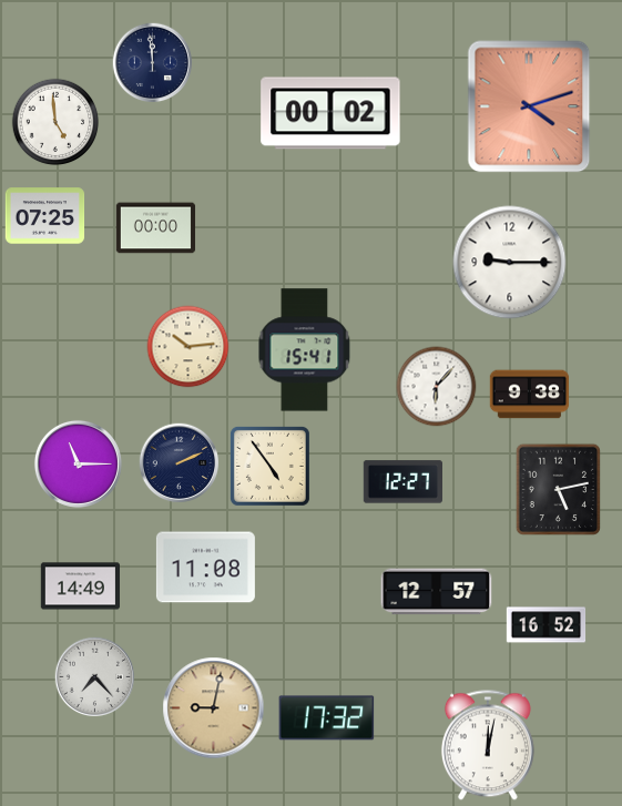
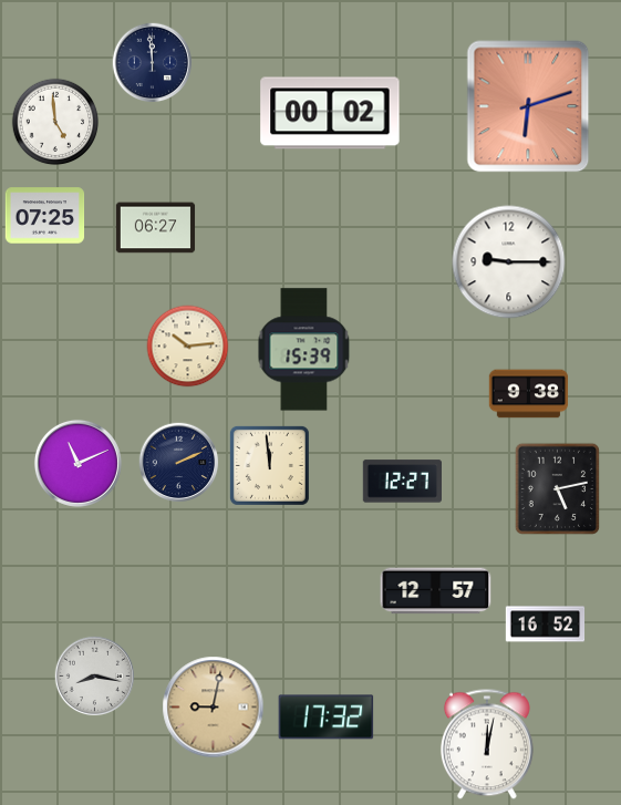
clock at (529, 106): 4:12 -> 6:12
clock at (156, 228): 00:00 -> 06:27
clock at (305, 350): 15:41 -> 15:39
clock at (437, 387): 6:07 -> none
clock at (78, 463): 11:15 -> 11:11
clock at (269, 466): 4:54 -> 11:59
clock at (205, 568): 11:08 -> none
clock at (81, 586): 14:49 -> none
clock at (95, 677): 7:23 -> 8:17
